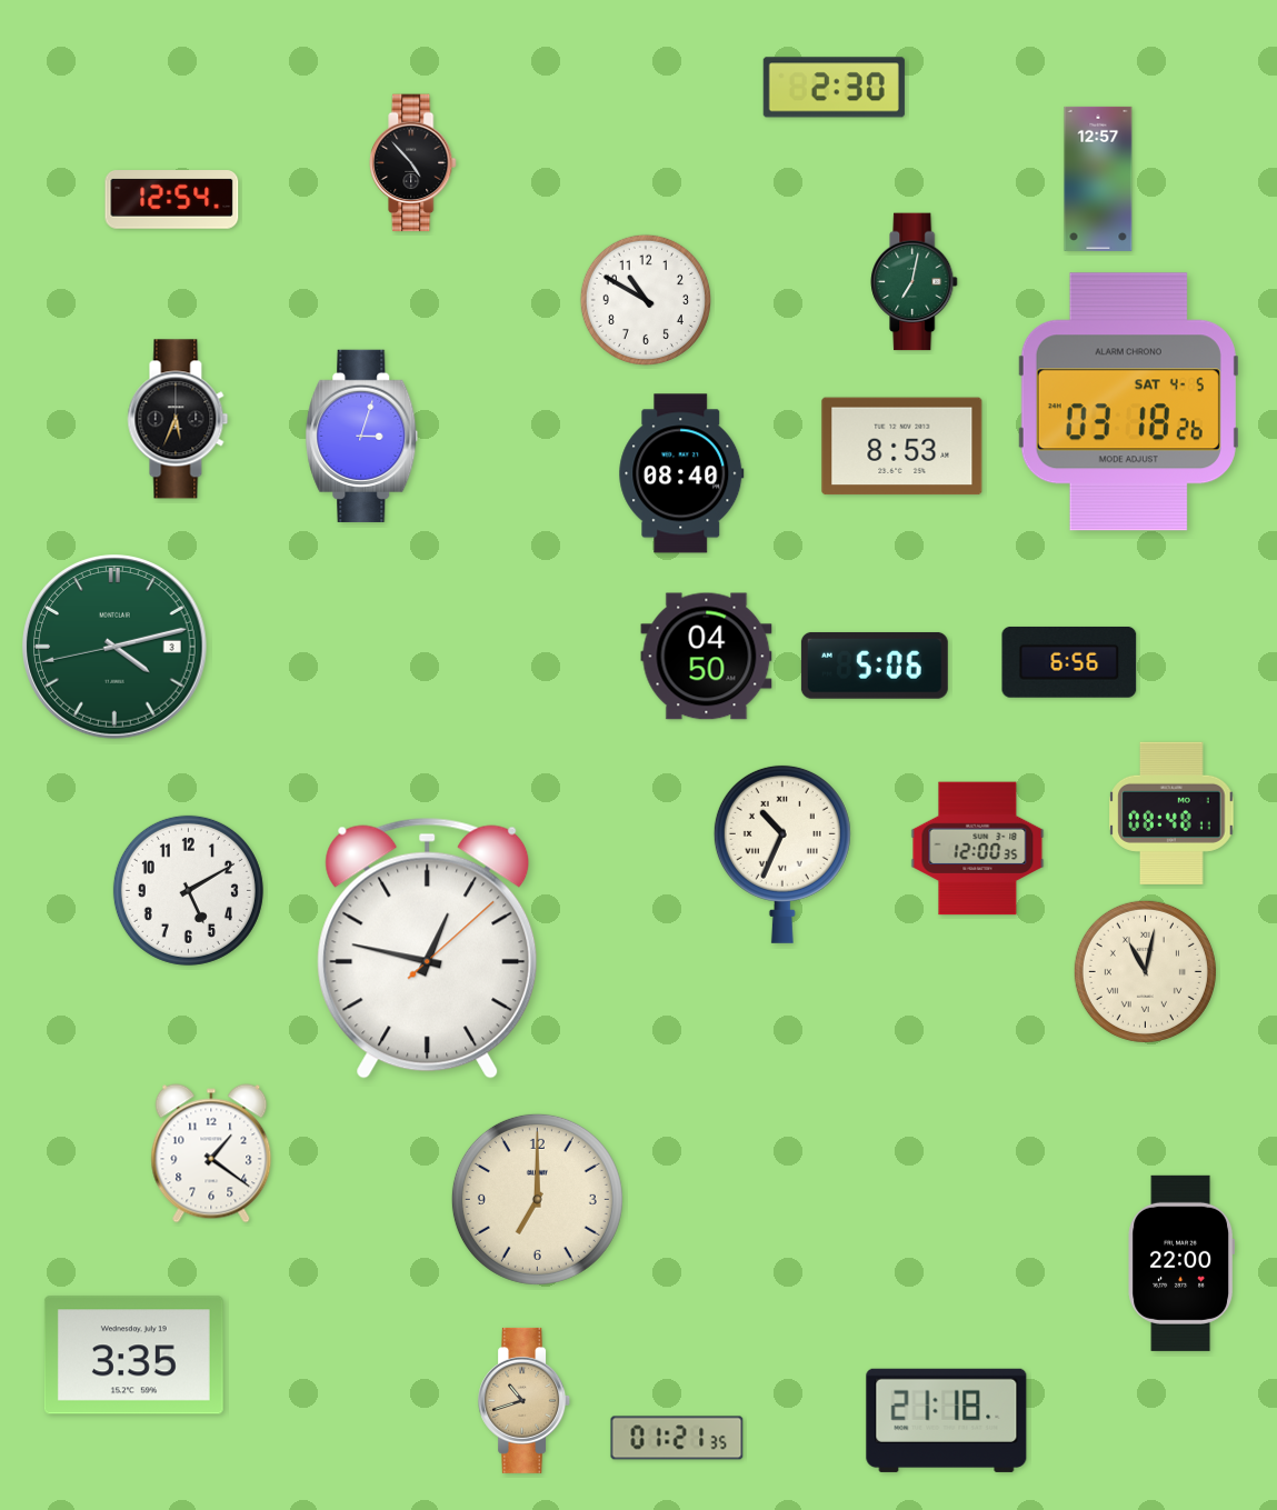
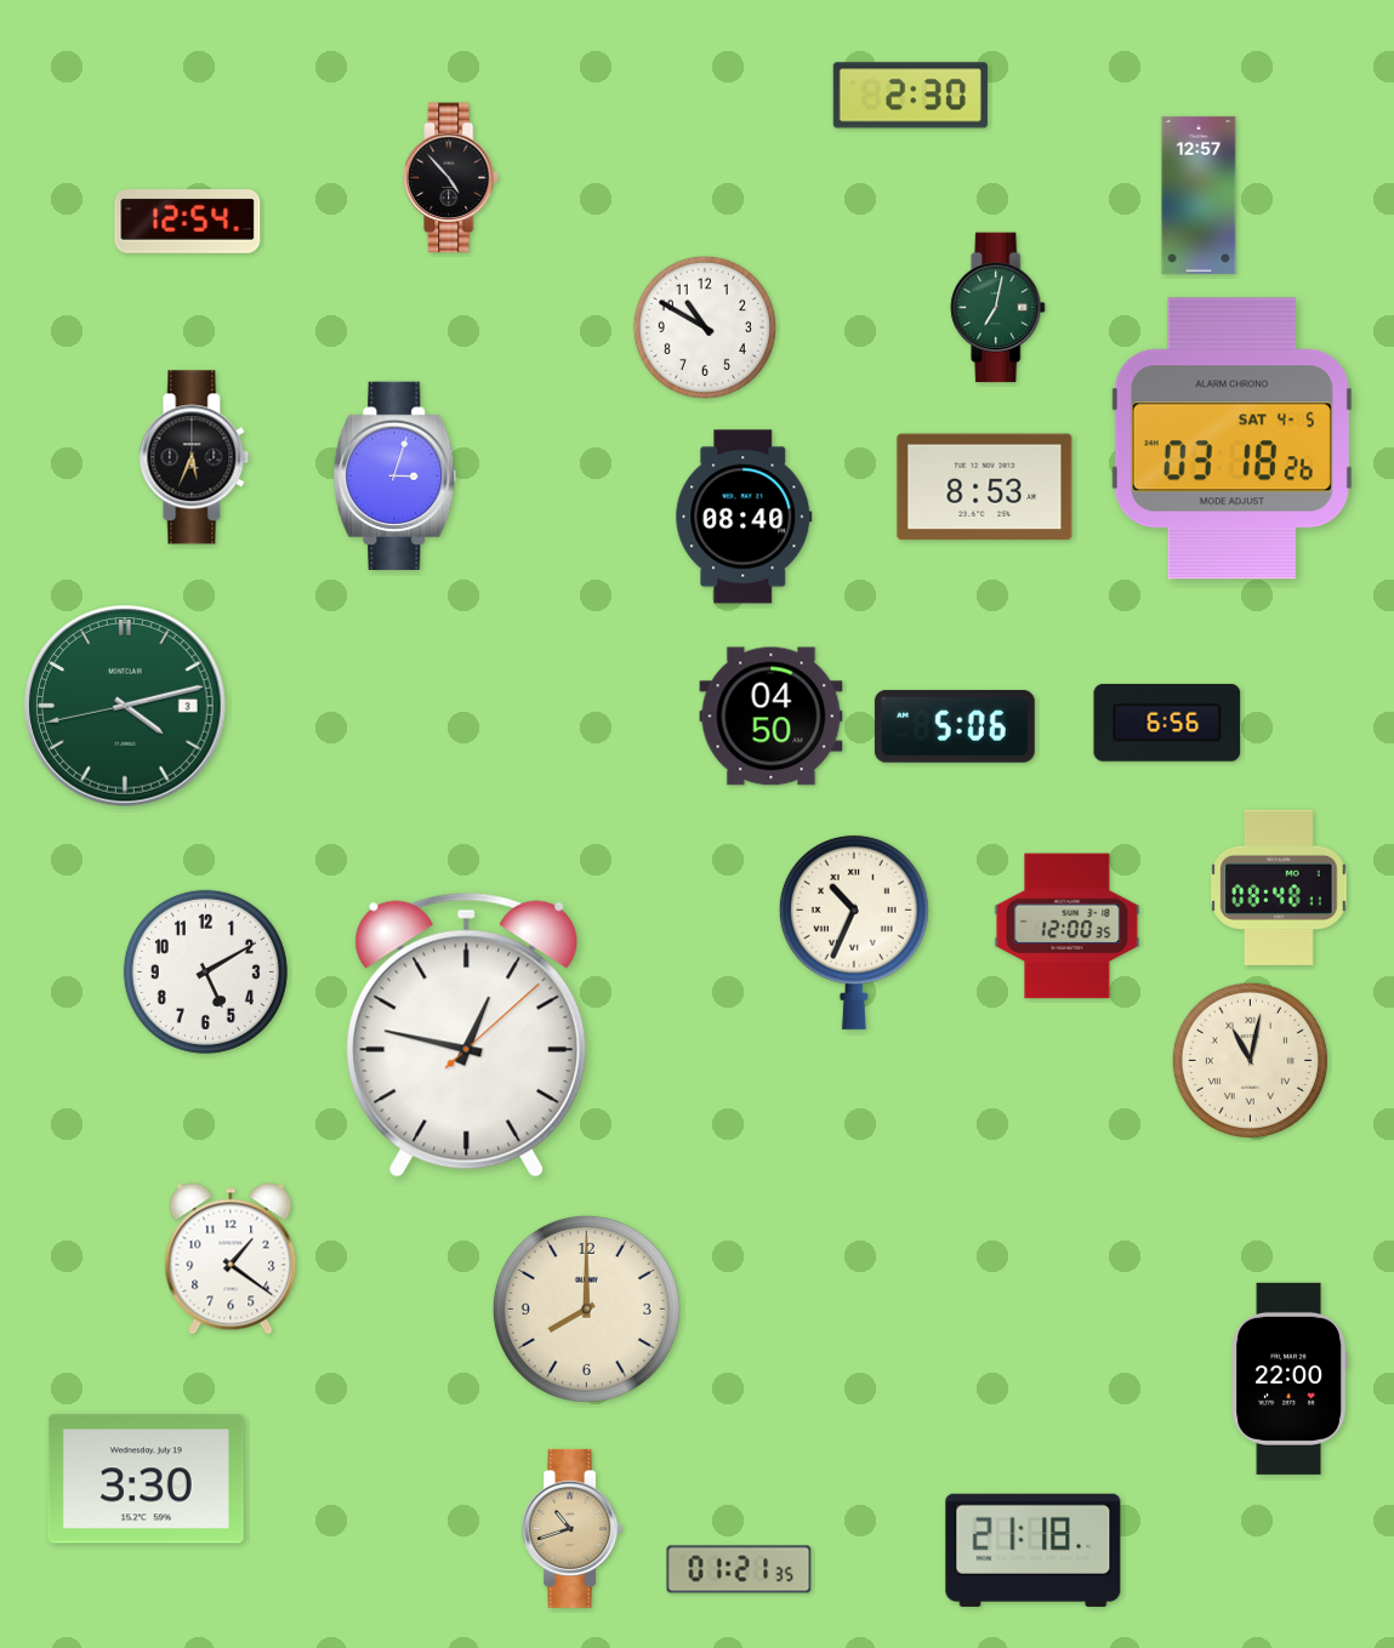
clock at (172, 200) position: (172, 200) -> (188, 222)
clock at (537, 1199): 7:00 -> 8:00
clock at (133, 1356): 3:35 -> 3:30
